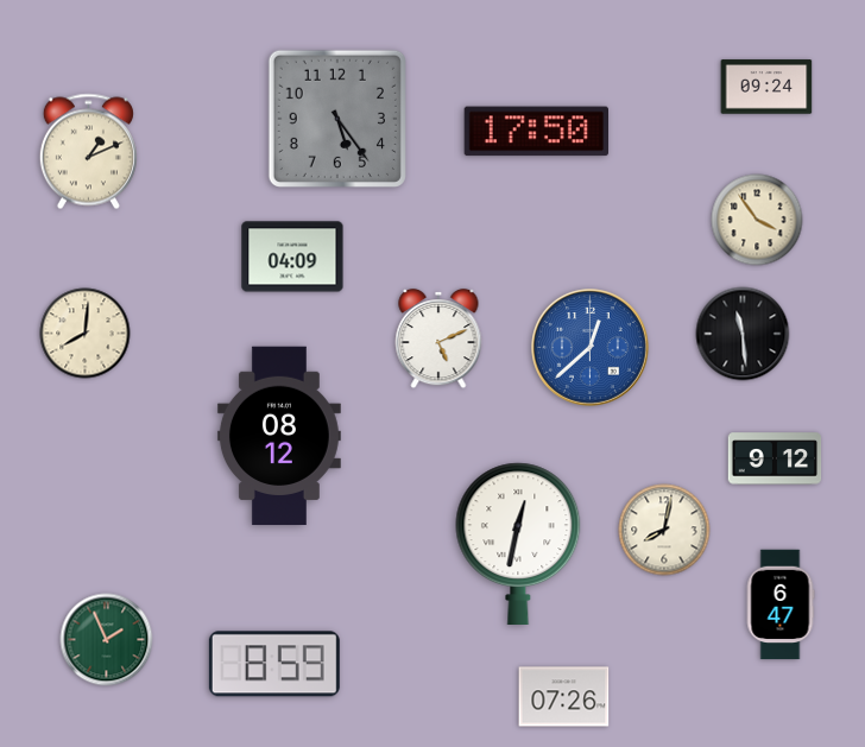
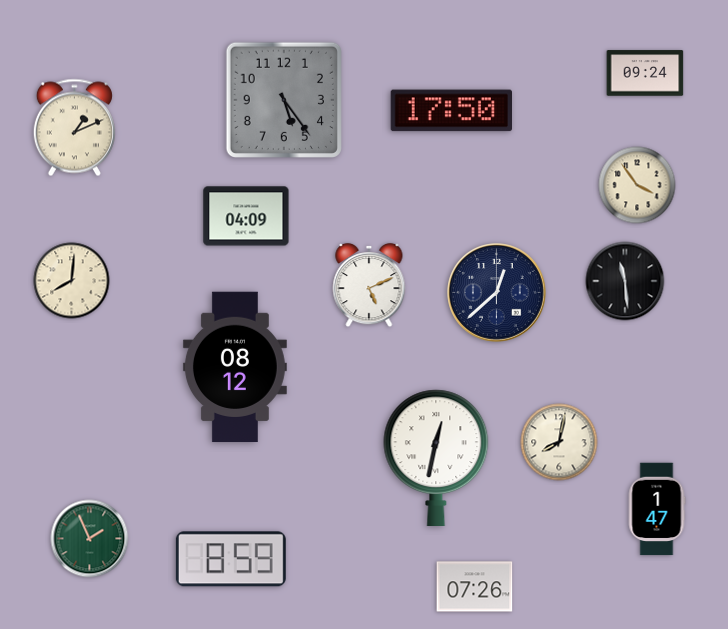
clock at (591, 348) dial: blue -> navy
clock at (775, 458): 9:12 -> none
clock at (664, 530) position: (664, 530) -> (559, 442)
clock at (781, 604): 6:47 -> 1:47
